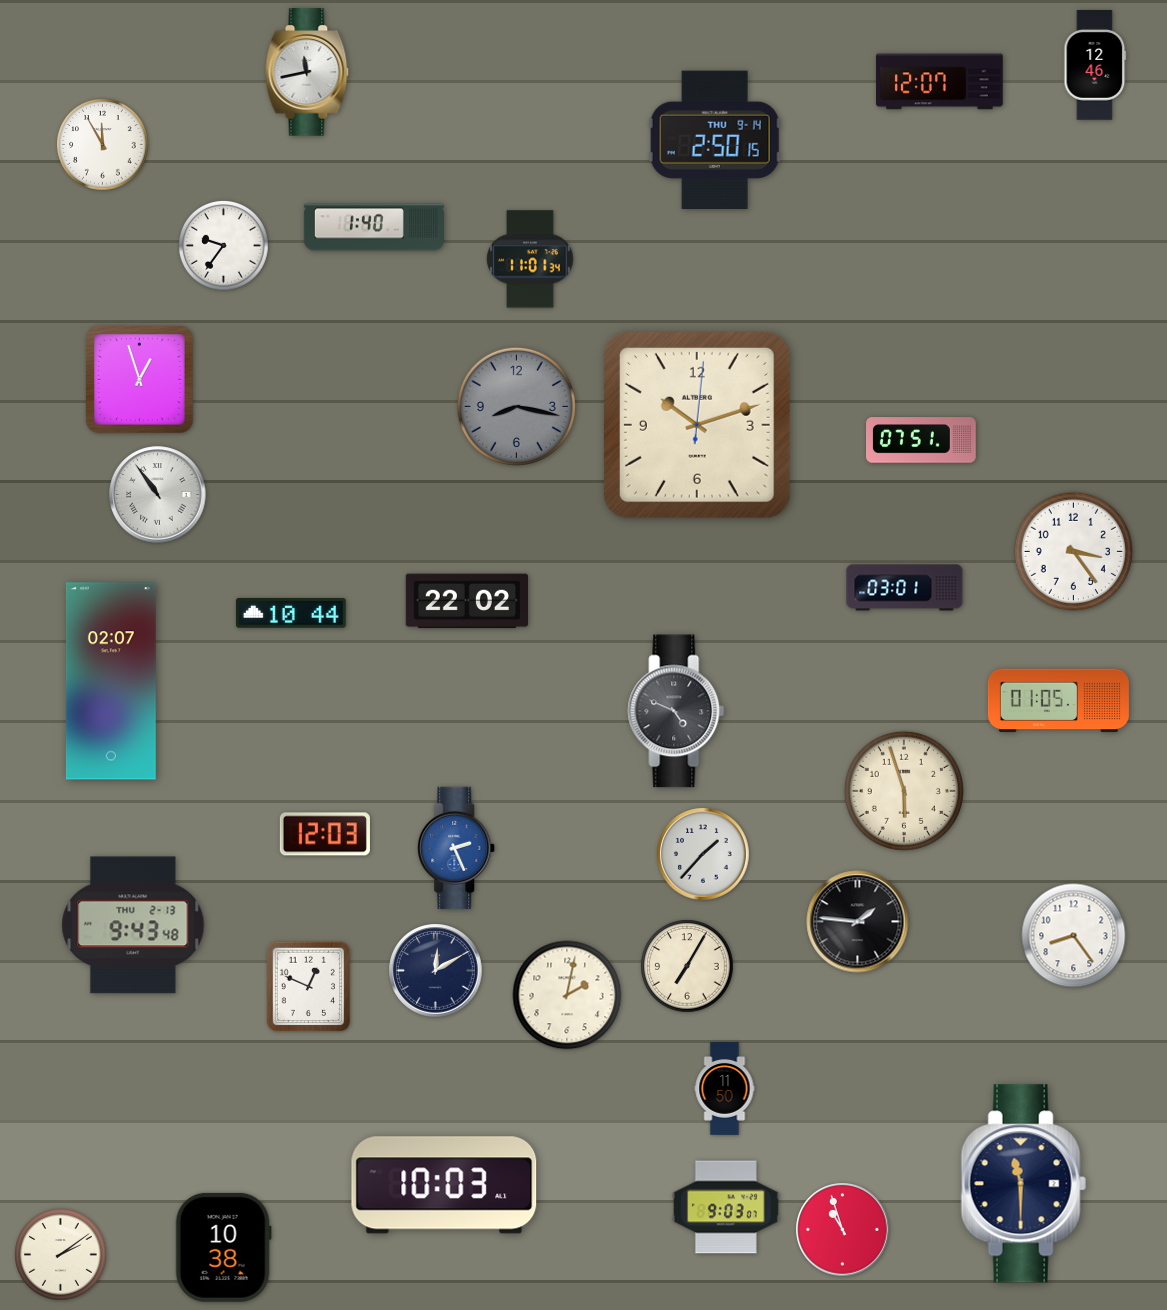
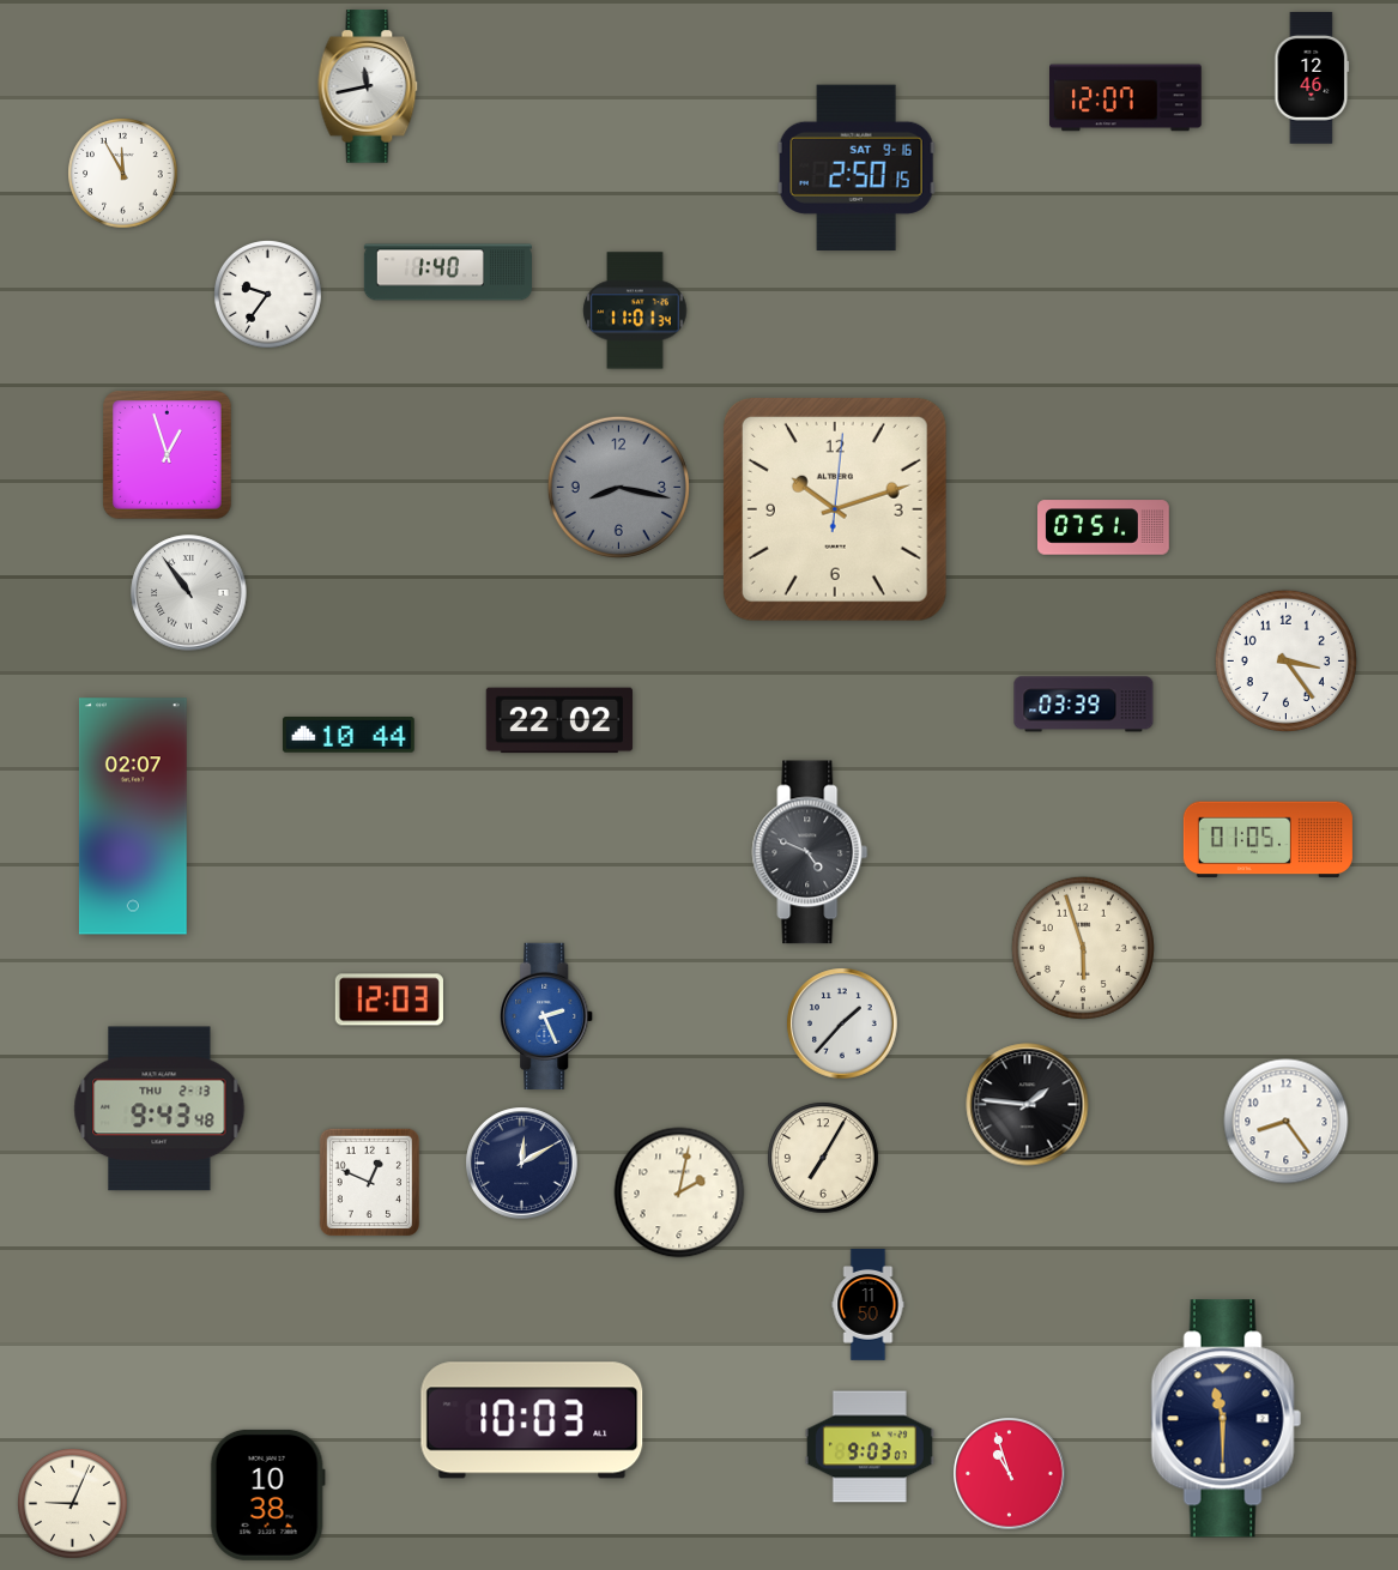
clock at (715, 139) date: THU 9-14 -> SAT 9-16
clock at (905, 588): 03:01 -> 03:39
clock at (61, 1255): 2:09 -> 9:04
